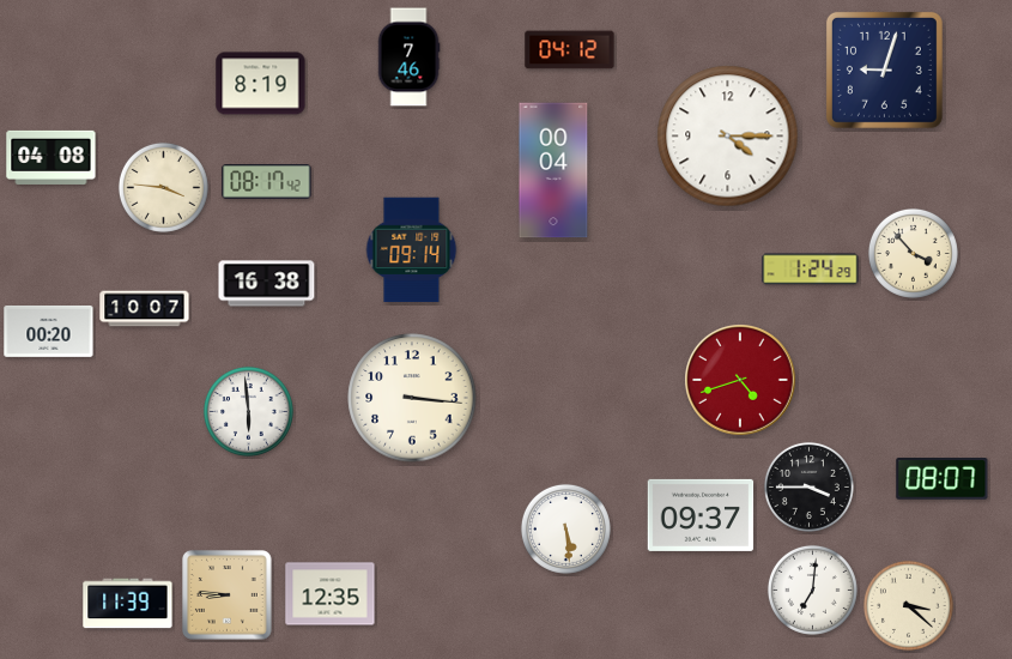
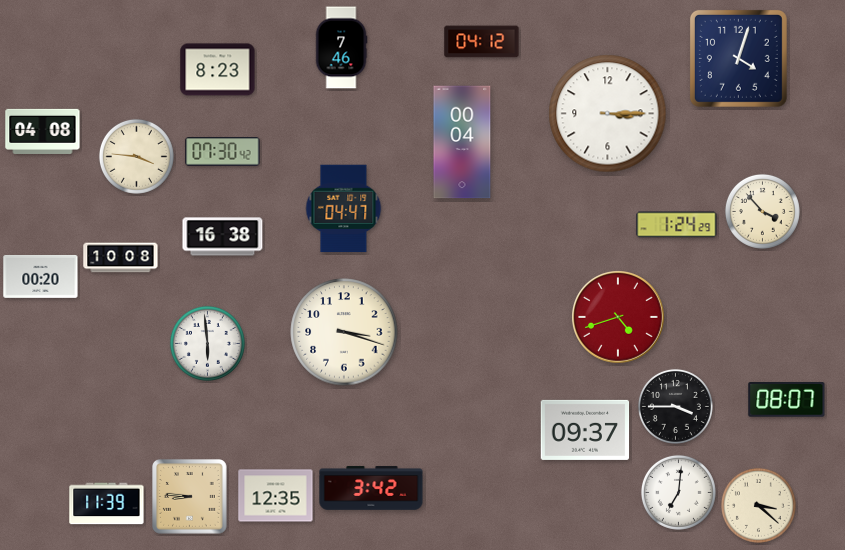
clock at (570, 50) position: (570, 50) -> (482, 42)
clock at (884, 69): 9:03 -> 4:03
clock at (261, 84): 8:19 -> 8:23
clock at (728, 137): 4:15 -> 3:15
clock at (267, 182): 08:17 -> 07:30
clock at (412, 250): 09:14 -> 04:47
clock at (145, 309): 10:07 -> 10:08
clock at (412, 398): 3:16 -> 3:18
clock at (565, 528): 5:29 -> none
clock at (371, 488): none -> 3:42
